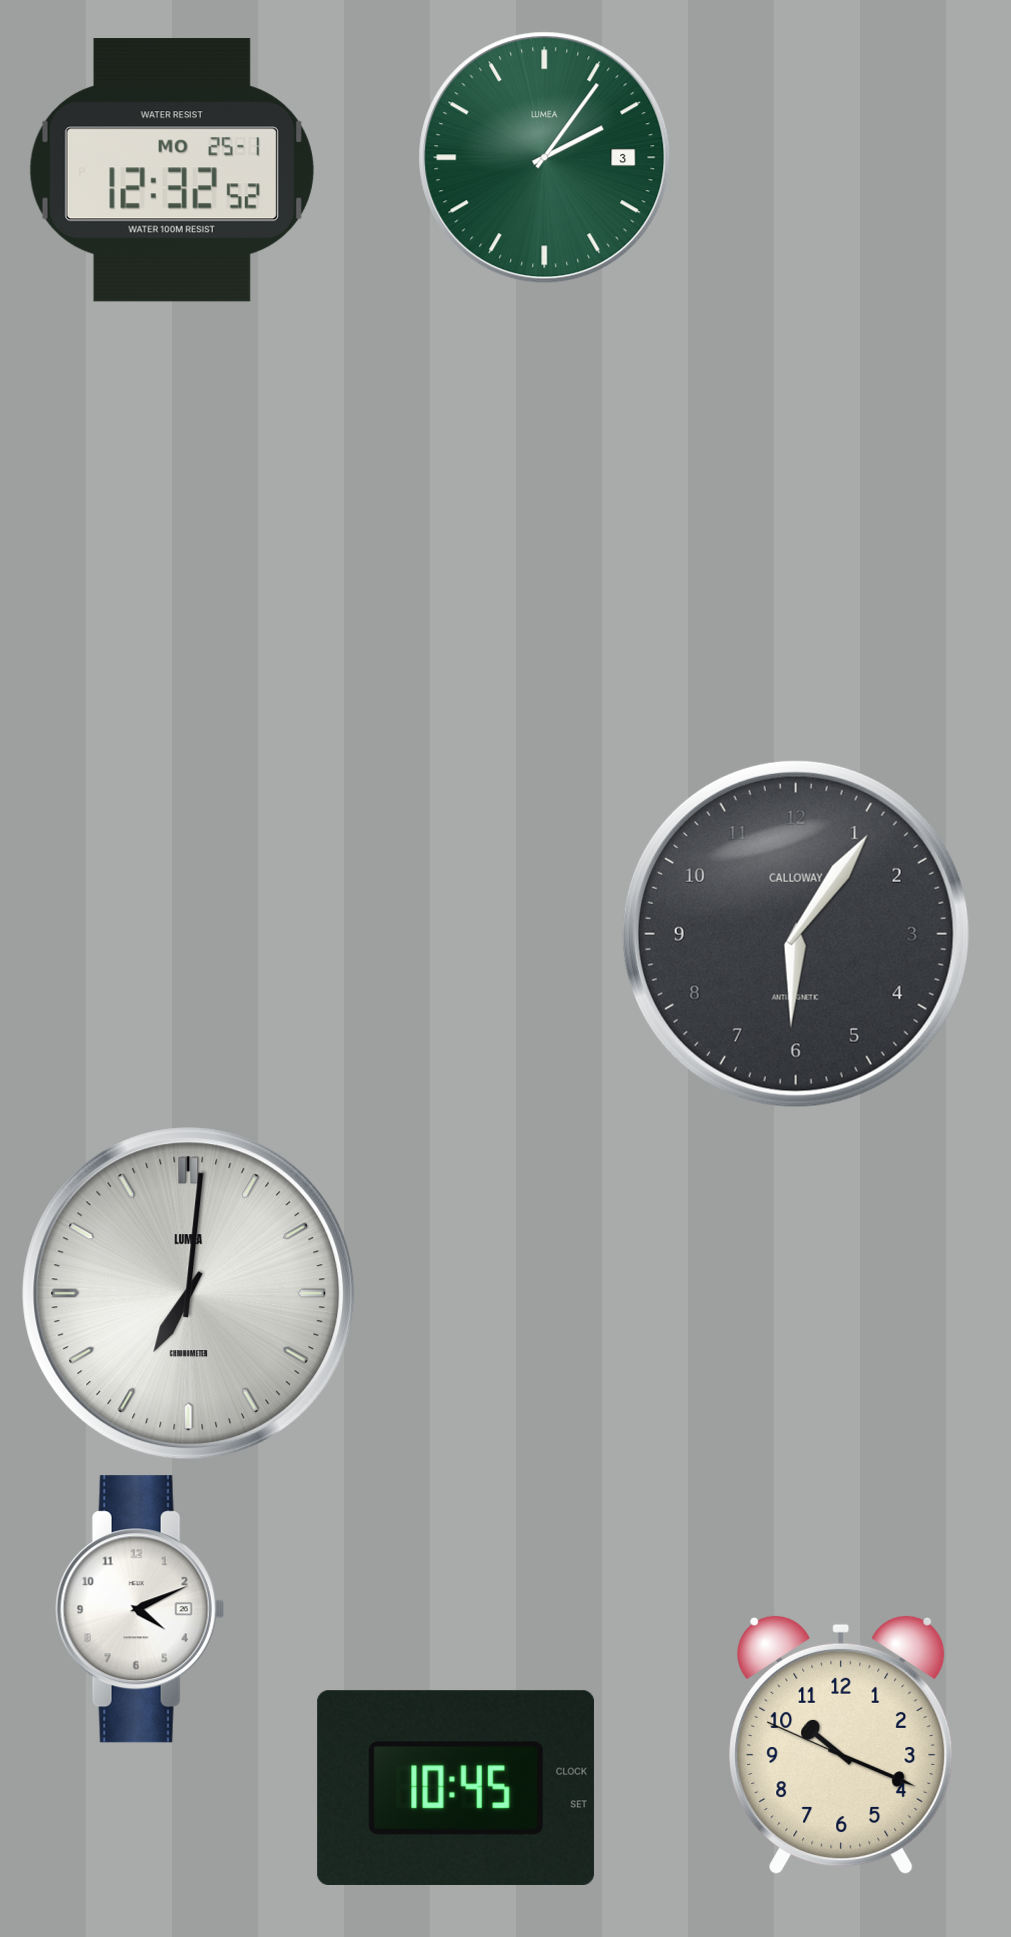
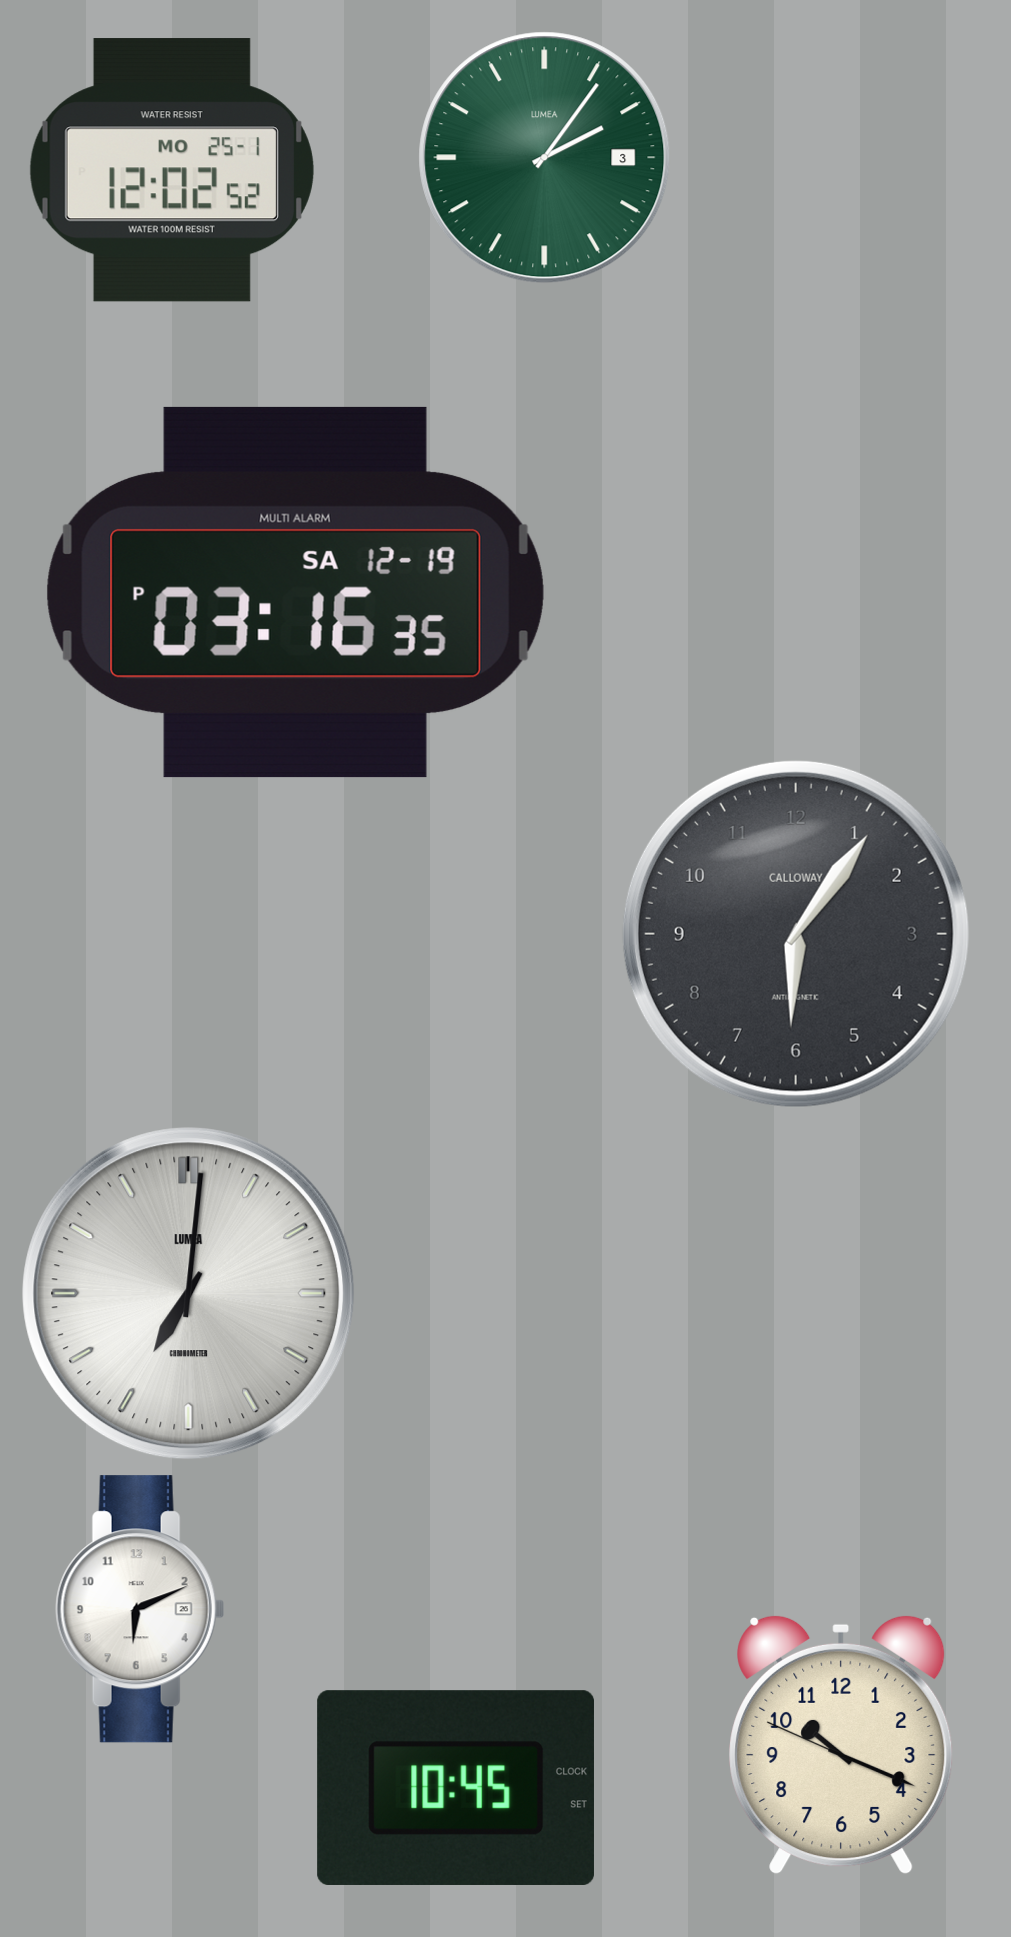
clock at (172, 170): 12:32 -> 12:02
clock at (296, 592): none -> 03:16
clock at (140, 1609): 4:11 -> 6:11
